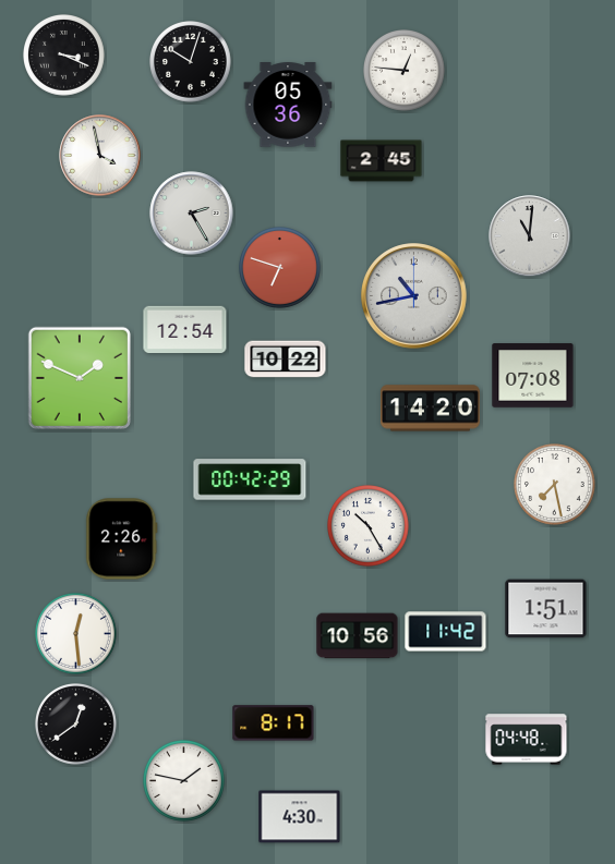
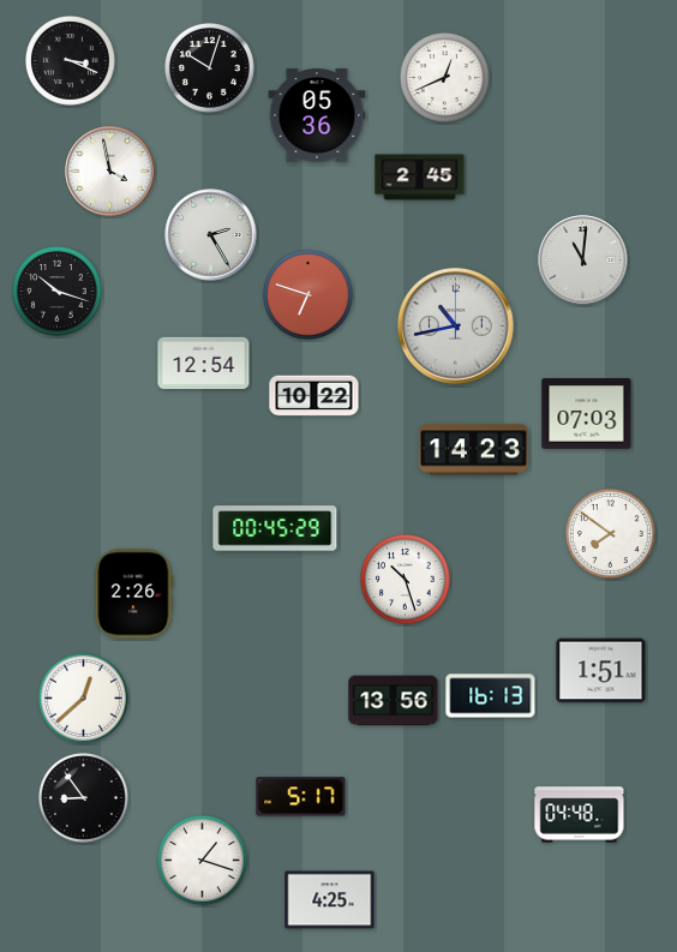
clock at (405, 71): 12:46 -> 12:41
clock at (58, 292): none -> 10:18
clock at (533, 376): 07:08 -> 07:03
clock at (79, 377): 1:49 -> none
clock at (430, 409): 14:20 -> 14:23
clock at (250, 479): 00:42 -> 00:45
clock at (555, 485): 7:28 -> 7:51
clock at (369, 526): 10:25 -> 10:27
clock at (446, 632): 11:42 -> 16:13
clock at (76, 634): 12:29 -> 12:38
clock at (358, 636): 10:56 -> 13:56
clock at (274, 723): 8:17 -> 5:17
clock at (76, 725): 12:39 -> 8:54
clock at (184, 781): 1:47 -> 1:18
clock at (300, 817): 4:30 -> 4:25
